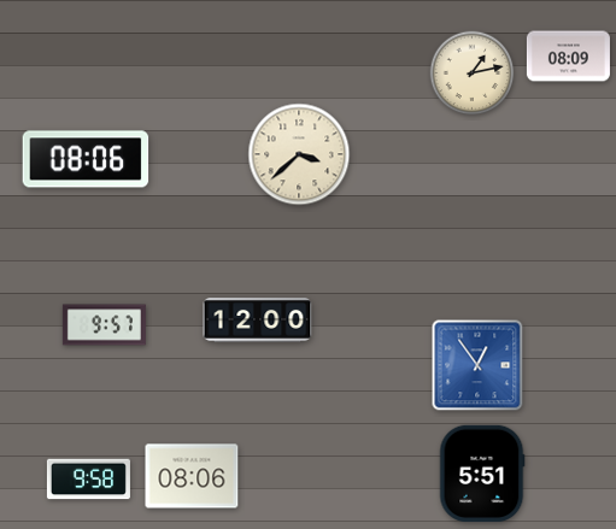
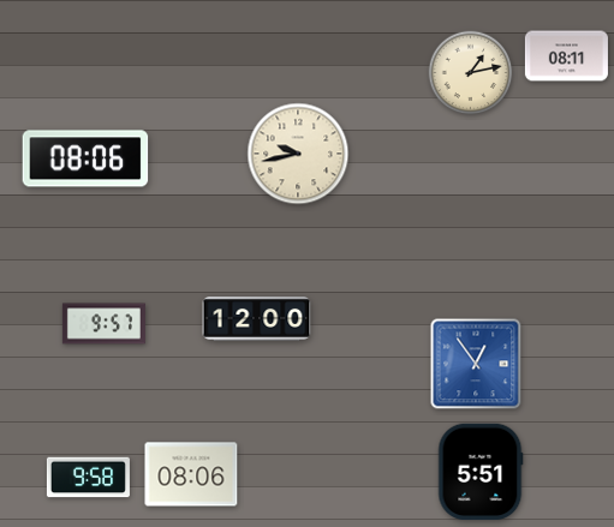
clock at (568, 57): 08:09 -> 08:11
clock at (299, 154): 3:38 -> 9:43
